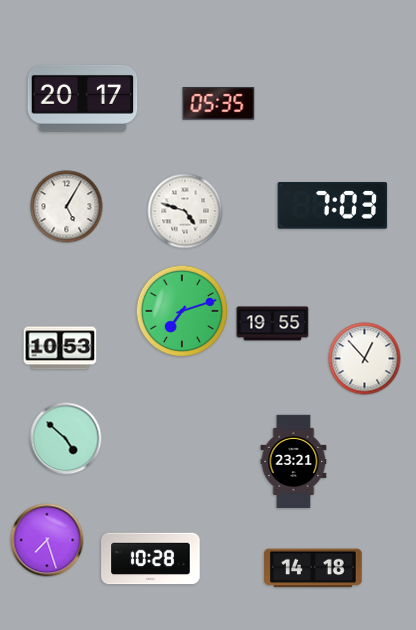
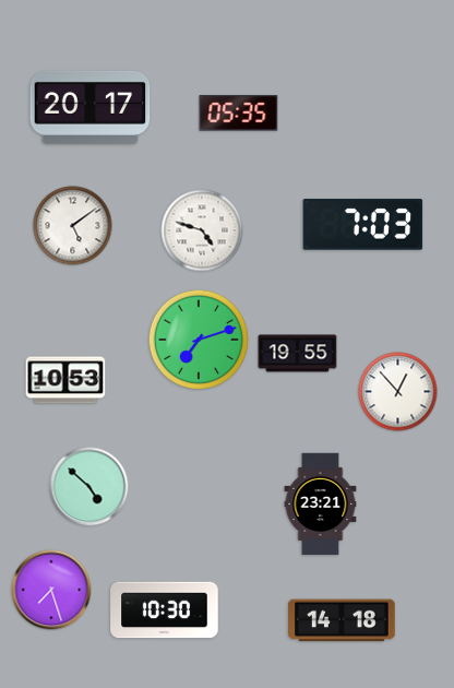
clock at (67, 207): 5:05 -> 5:09
clock at (66, 439) position: (66, 439) -> (89, 487)
clock at (151, 559): 10:28 -> 10:30
